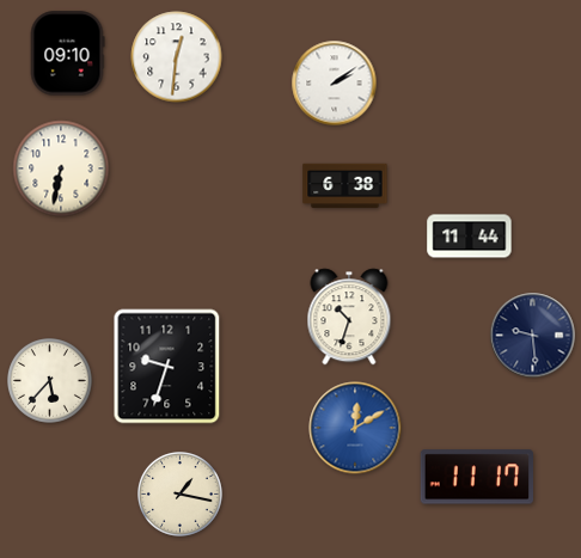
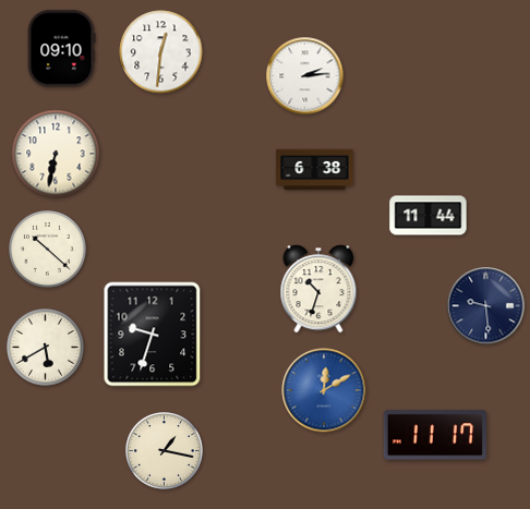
clock at (335, 84): 2:09 -> 2:14
clock at (48, 250): none -> 10:22
clock at (50, 381): 5:37 -> 5:40
